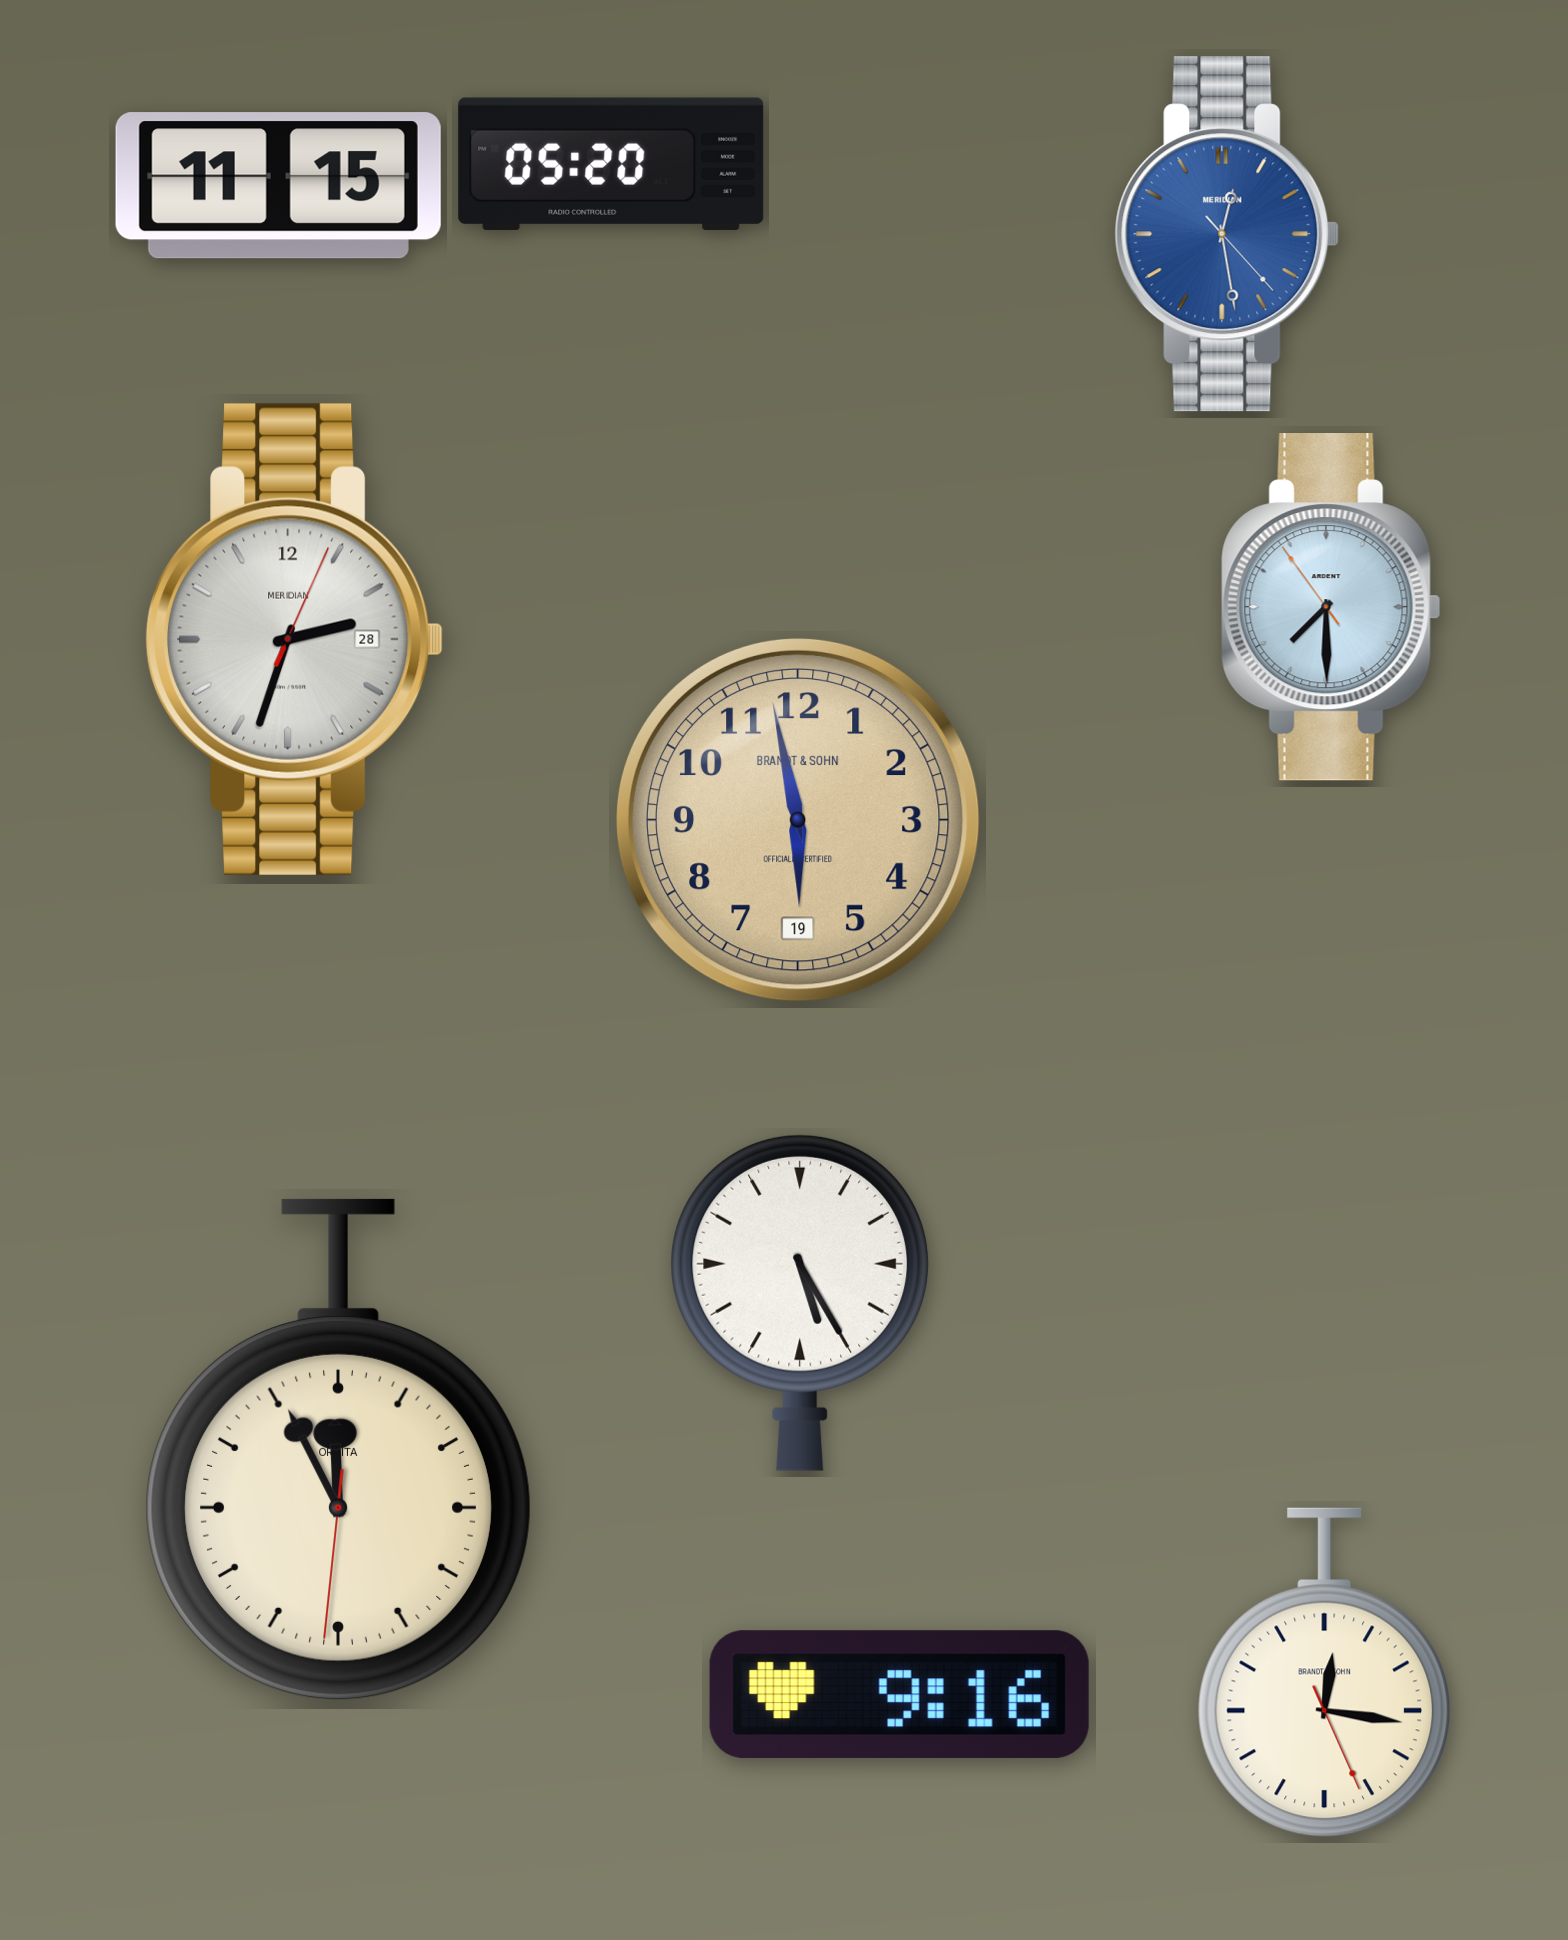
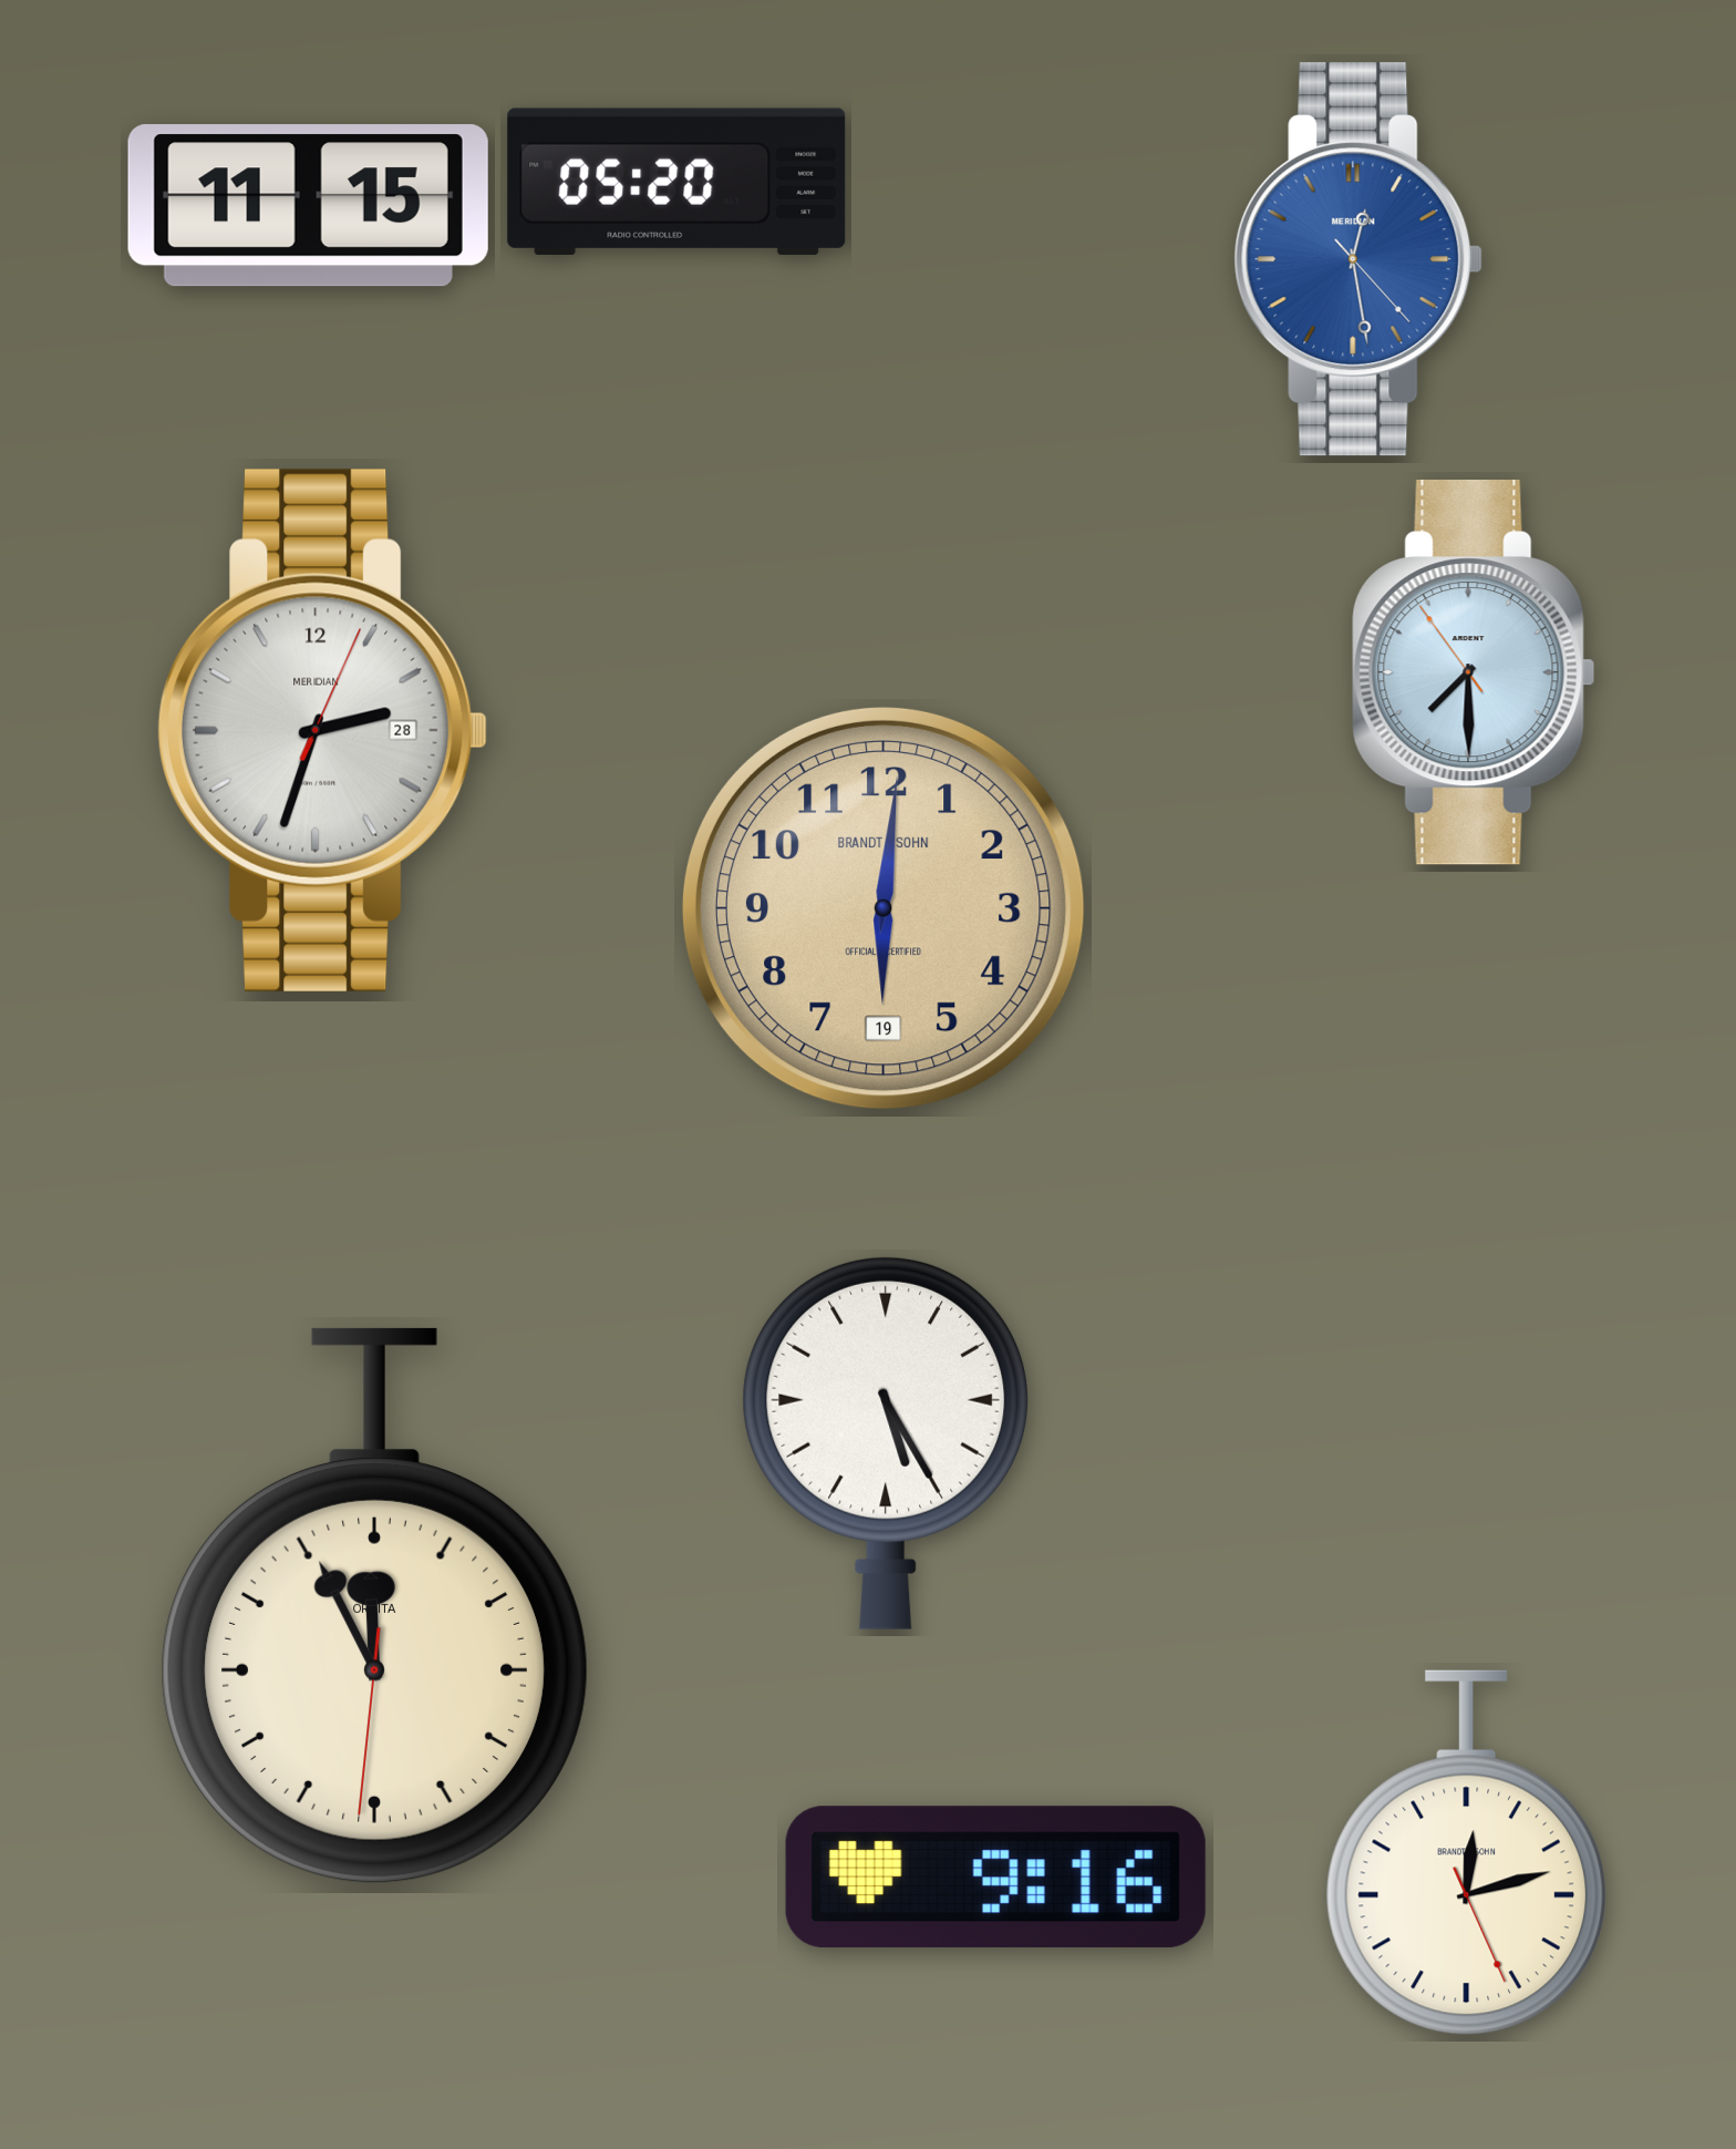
clock at (294, 639) position: (294, 639) -> (322, 730)
clock at (798, 820): 5:58 -> 6:01
clock at (1324, 1673): 12:16 -> 12:12
